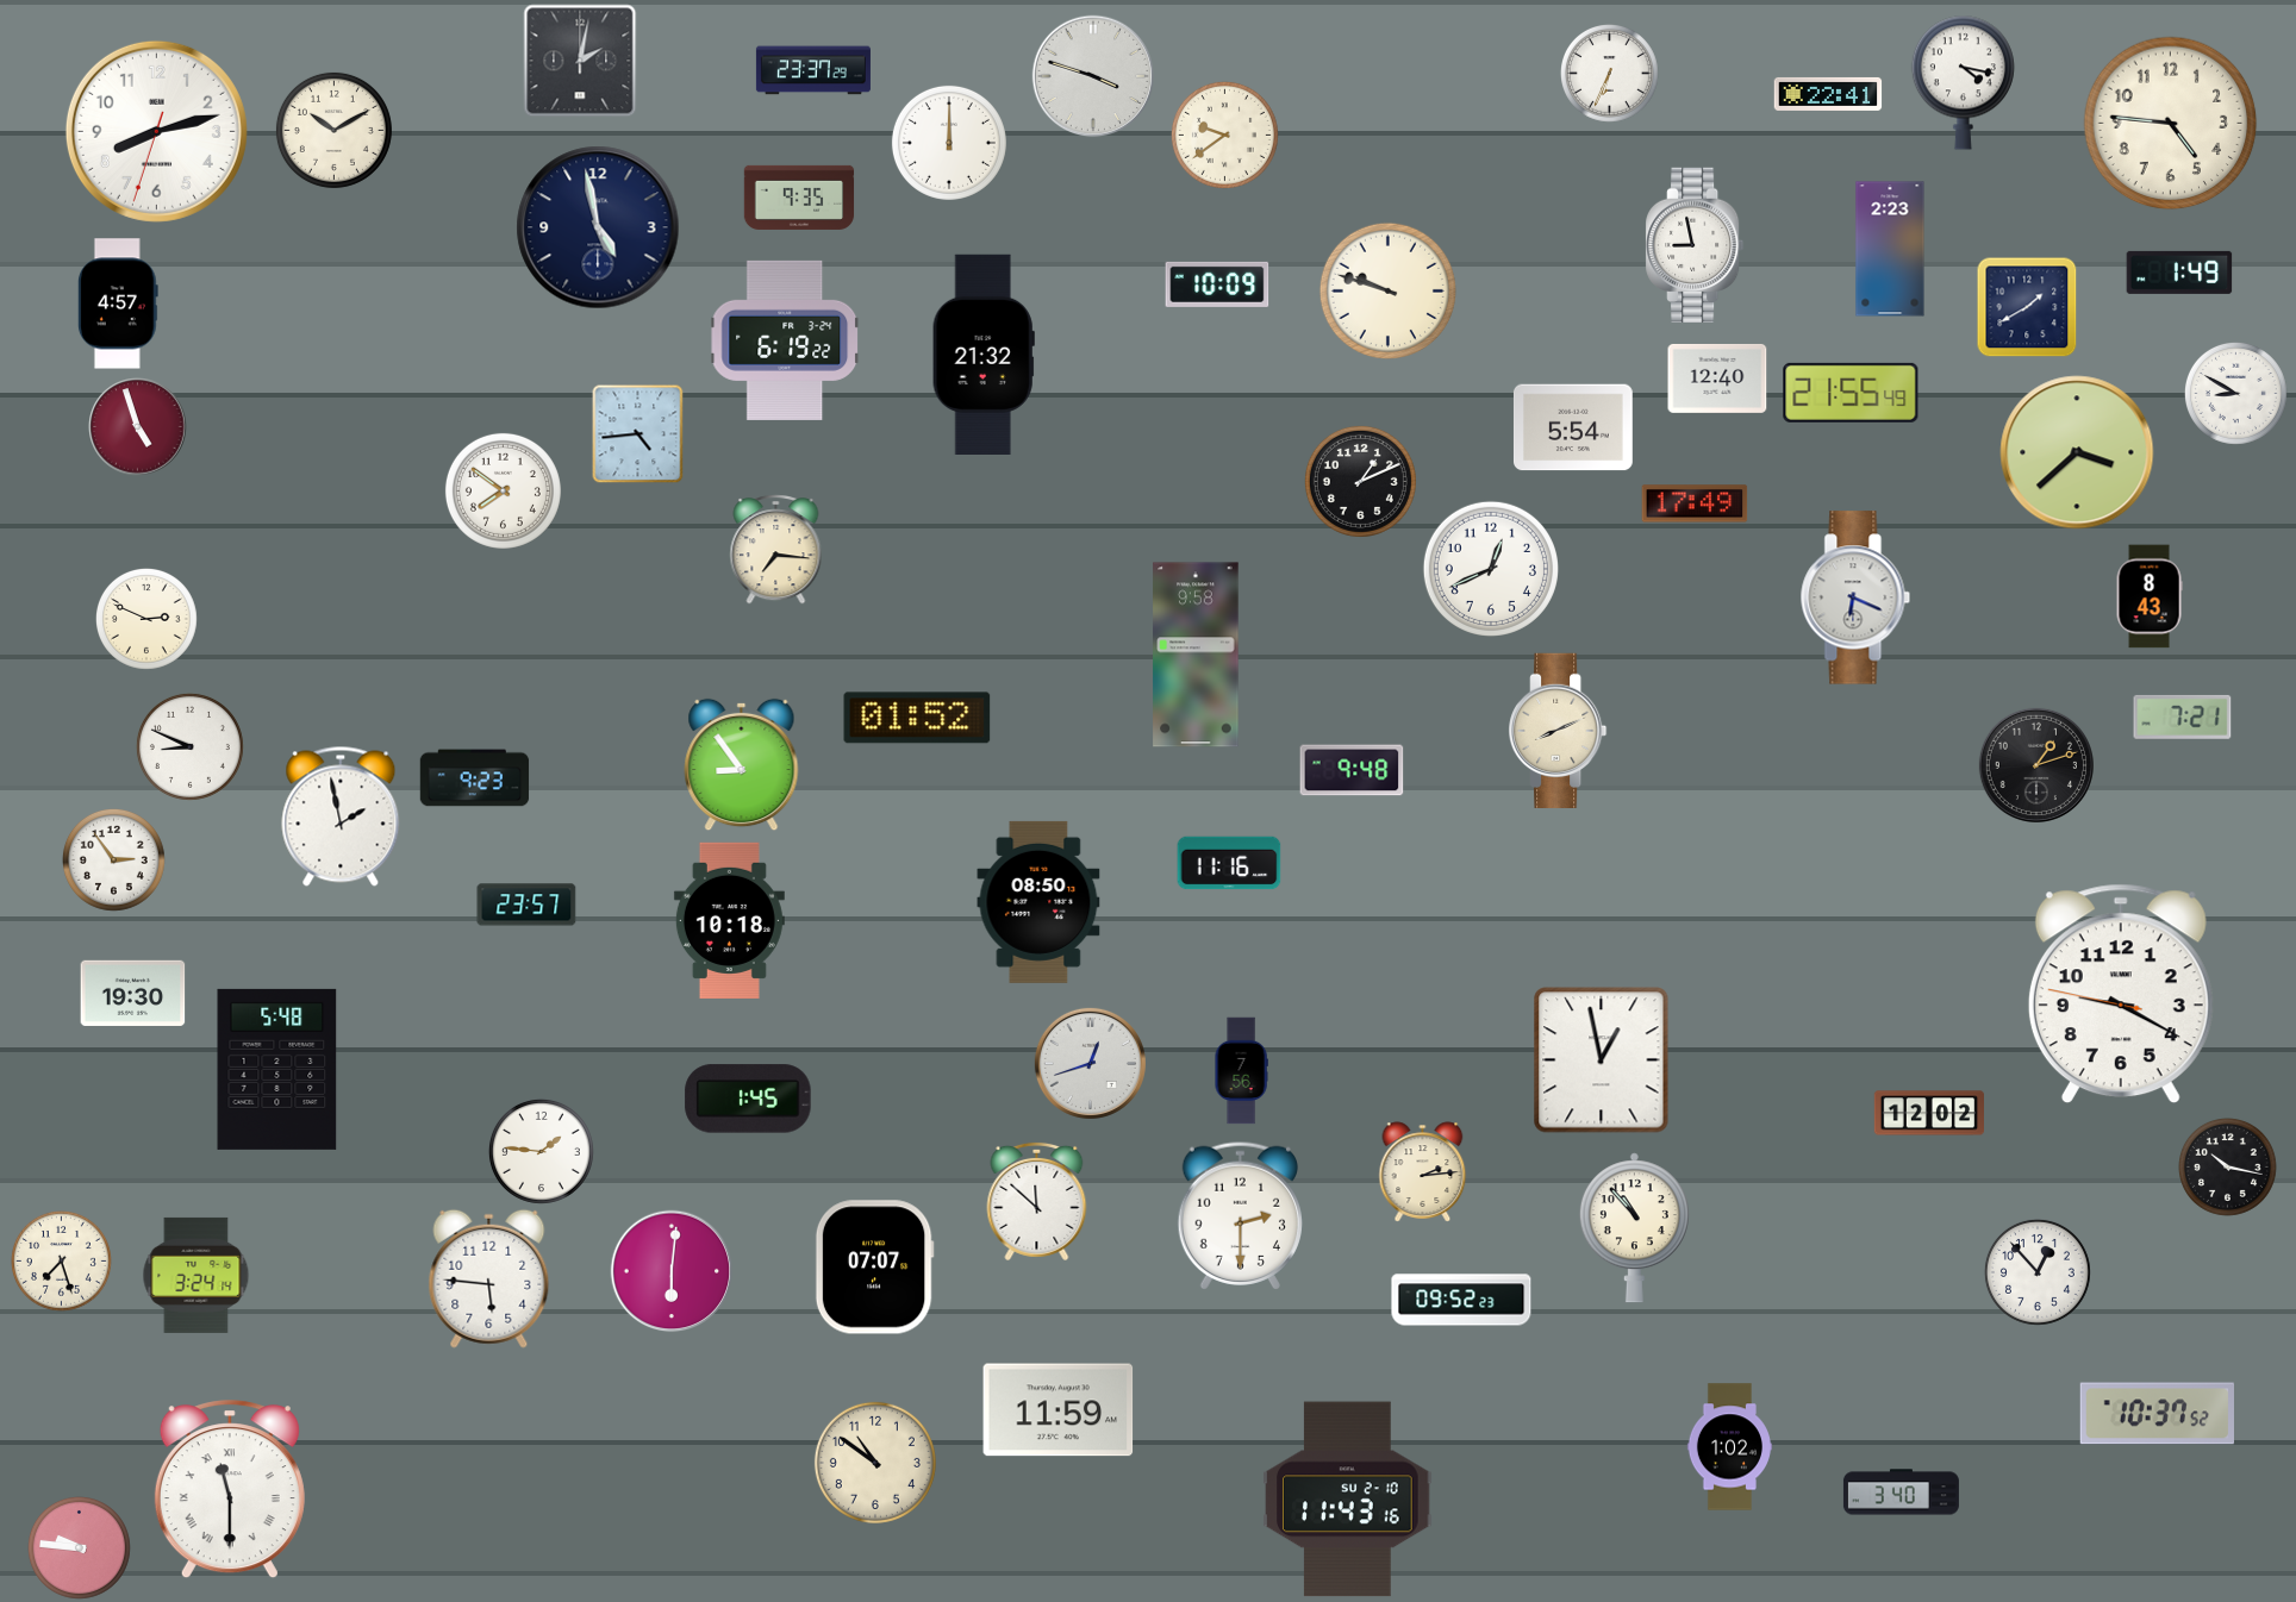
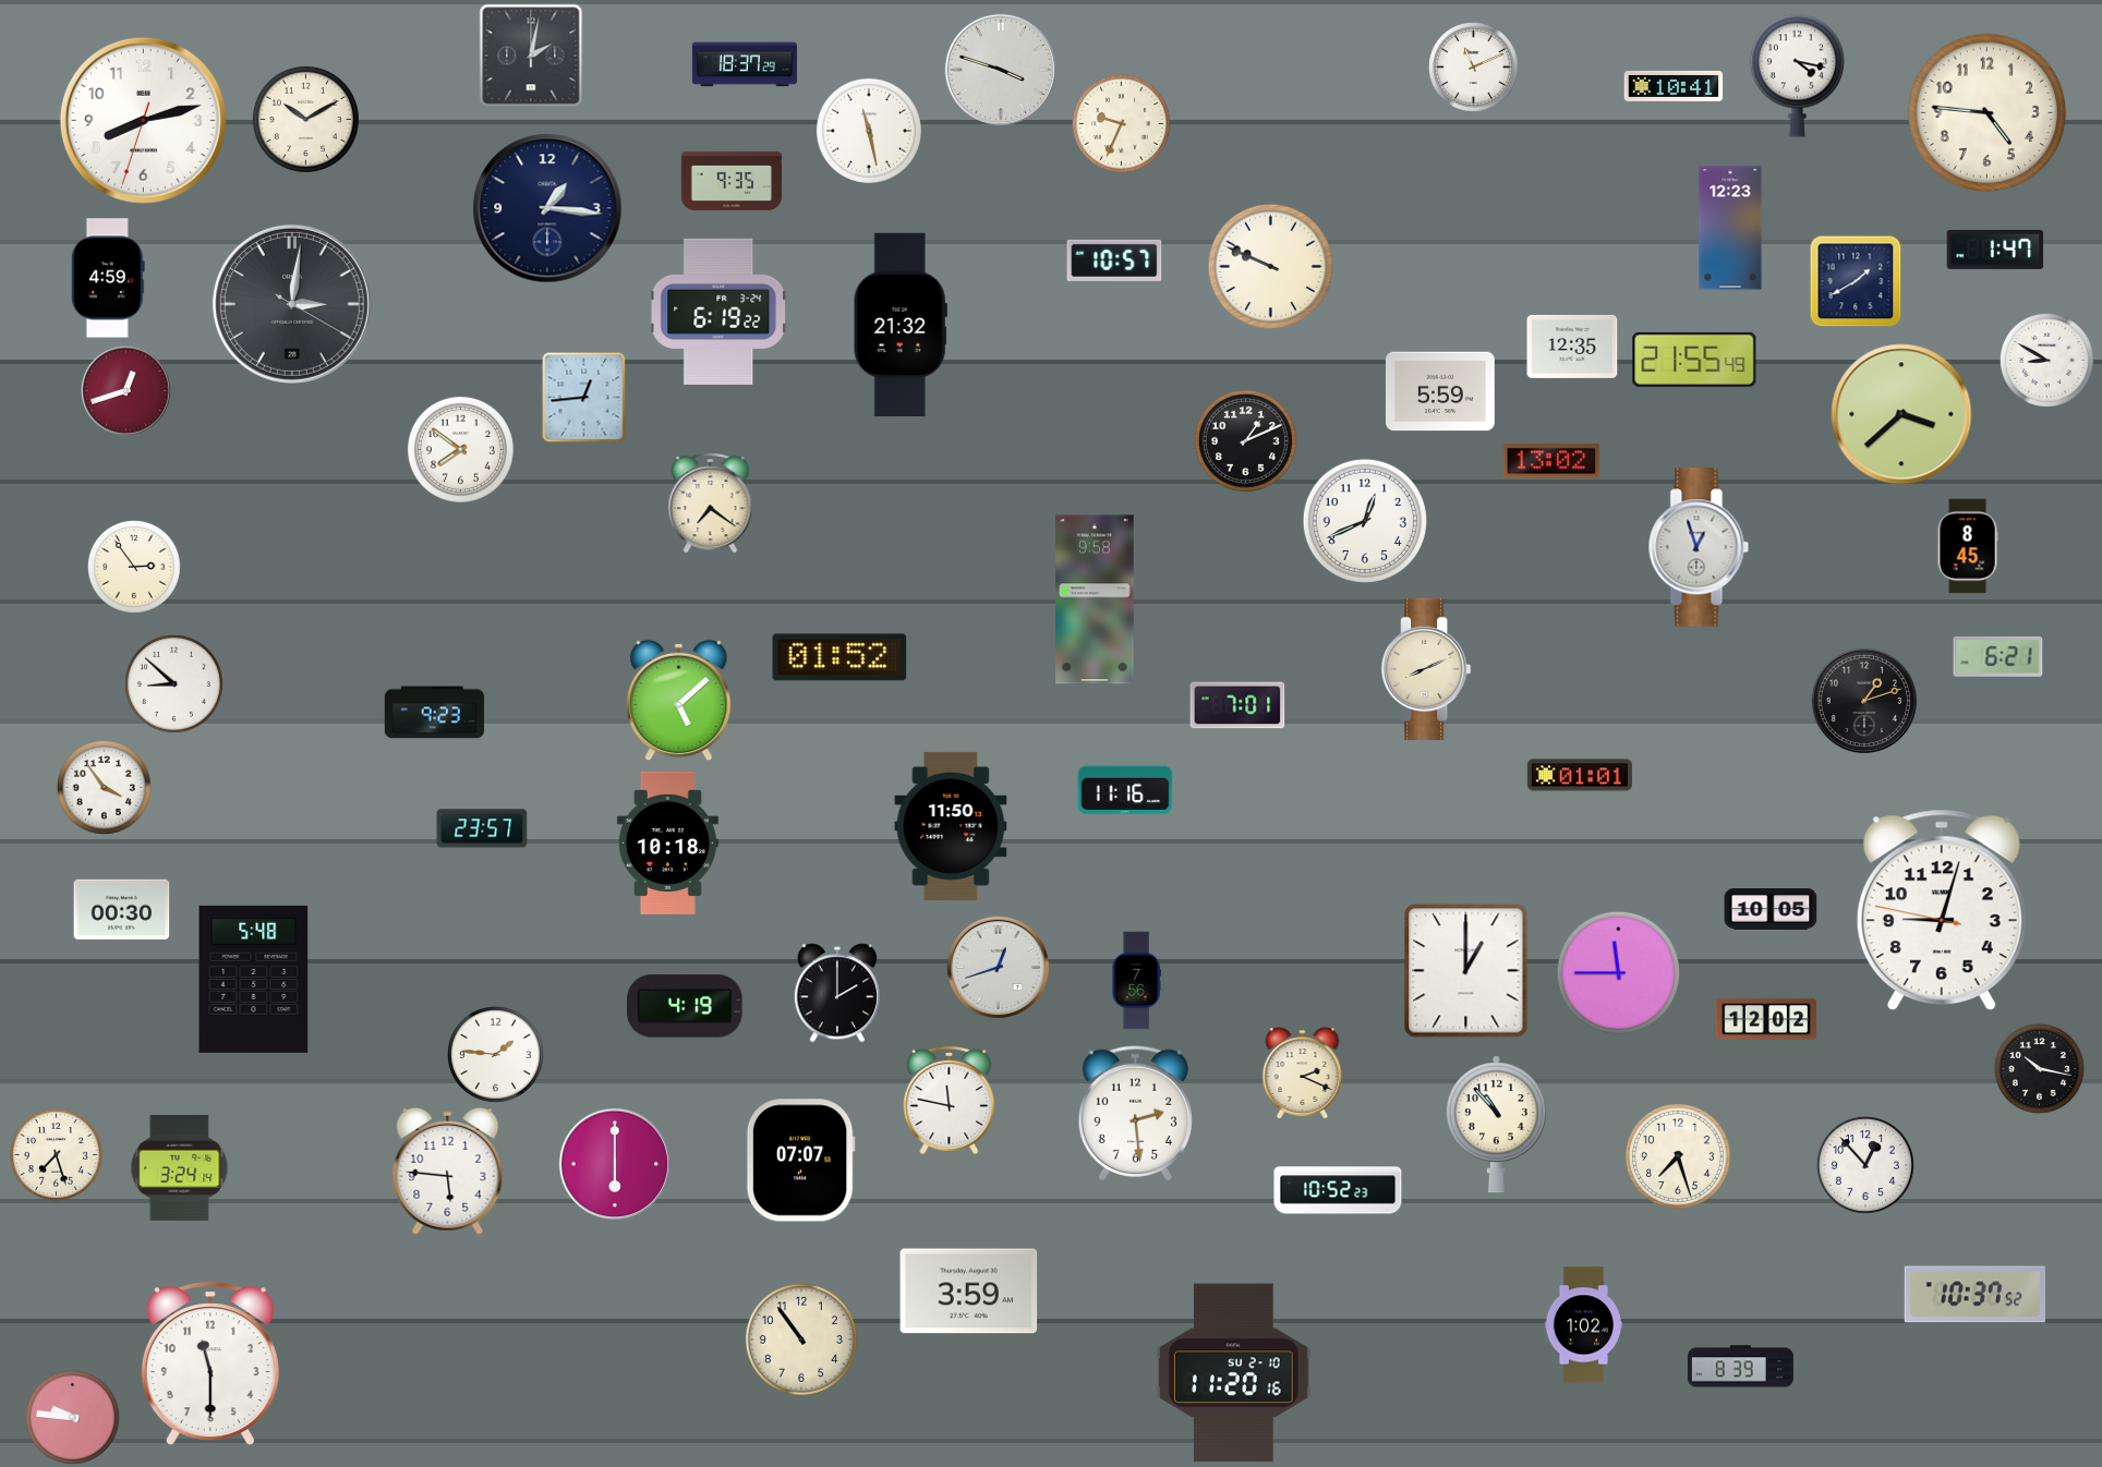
clock at (813, 70): 23:37 -> 18:37
clock at (1610, 74): 6:34 -> 11:11
clock at (1828, 94): 22:41 -> 10:41
clock at (1224, 134): 9:39 -> 9:34
clock at (949, 143): 12:00 -> 11:28
clock at (598, 227): 4:58 -> 1:16
clock at (1695, 244): 8:58 -> none
clock at (1890, 249): 2:23 -> 12:23
clock at (2179, 273): 1:49 -> 1:47
clock at (1217, 284): 10:09 -> 10:57
clock at (1387, 290): 9:48 -> 9:49
clock at (119, 303): 4:57 -> 4:59
clock at (292, 304): none -> 3:01
clock at (1717, 378): 12:40 -> 12:35
clock at (138, 427): 4:57 -> 12:42
clock at (1573, 427): 5:54 -> 5:59
clock at (638, 433): 4:44 -> 12:44
clock at (1695, 503): 17:49 -> 13:02
clock at (776, 550): 7:16 -> 7:21
clock at (2150, 596): 8:43 -> 8:45
clock at (1855, 597): 6:19 -> 12:57
clock at (146, 619): 2:49 -> 2:54
clock at (2183, 716): 7:21 -> 6:21
clock at (189, 746): 8:49 -> 8:52
clock at (742, 765): 8:54 -> 5:08
clock at (1352, 770): 9:48 -> 7:01
clock at (341, 816): 1:58 -> none
clock at (1580, 775): none -> 01:01
clock at (113, 859): 2:54 -> 3:54
clock at (1038, 902): 08:50 -> 11:50
clock at (133, 993): 19:30 -> 00:30
clock at (1771, 909): none -> 10:05
clock at (2121, 994): 9:19 -> 9:02
clock at (1602, 1060): 12:58 -> 1:00
clock at (1618, 972): none -> 11:45
clock at (1090, 1063) position: (1090, 1063) -> (998, 967)
clock at (837, 993): none -> 2:00
clock at (748, 1099): 1:45 -> 4:19
clock at (1423, 1172): 2:14 -> 2:19
clock at (1037, 1201): 11:52 -> 11:47
clock at (1240, 1215): 2:30 -> 2:29
clock at (1678, 1156): none -> 7:27
clock at (672, 1271): 6:01 -> 6:00
clock at (1461, 1300): 09:52 -> 10:52
clock at (1059, 1410): 11:59 -> 3:59
clock at (875, 1463): 10:51 -> 10:54
clock at (230, 1490) numerals: Roman -> Arabic
clock at (1901, 1493): 3:40 -> 8:39
clock at (1348, 1500): 11:43 -> 11:20
